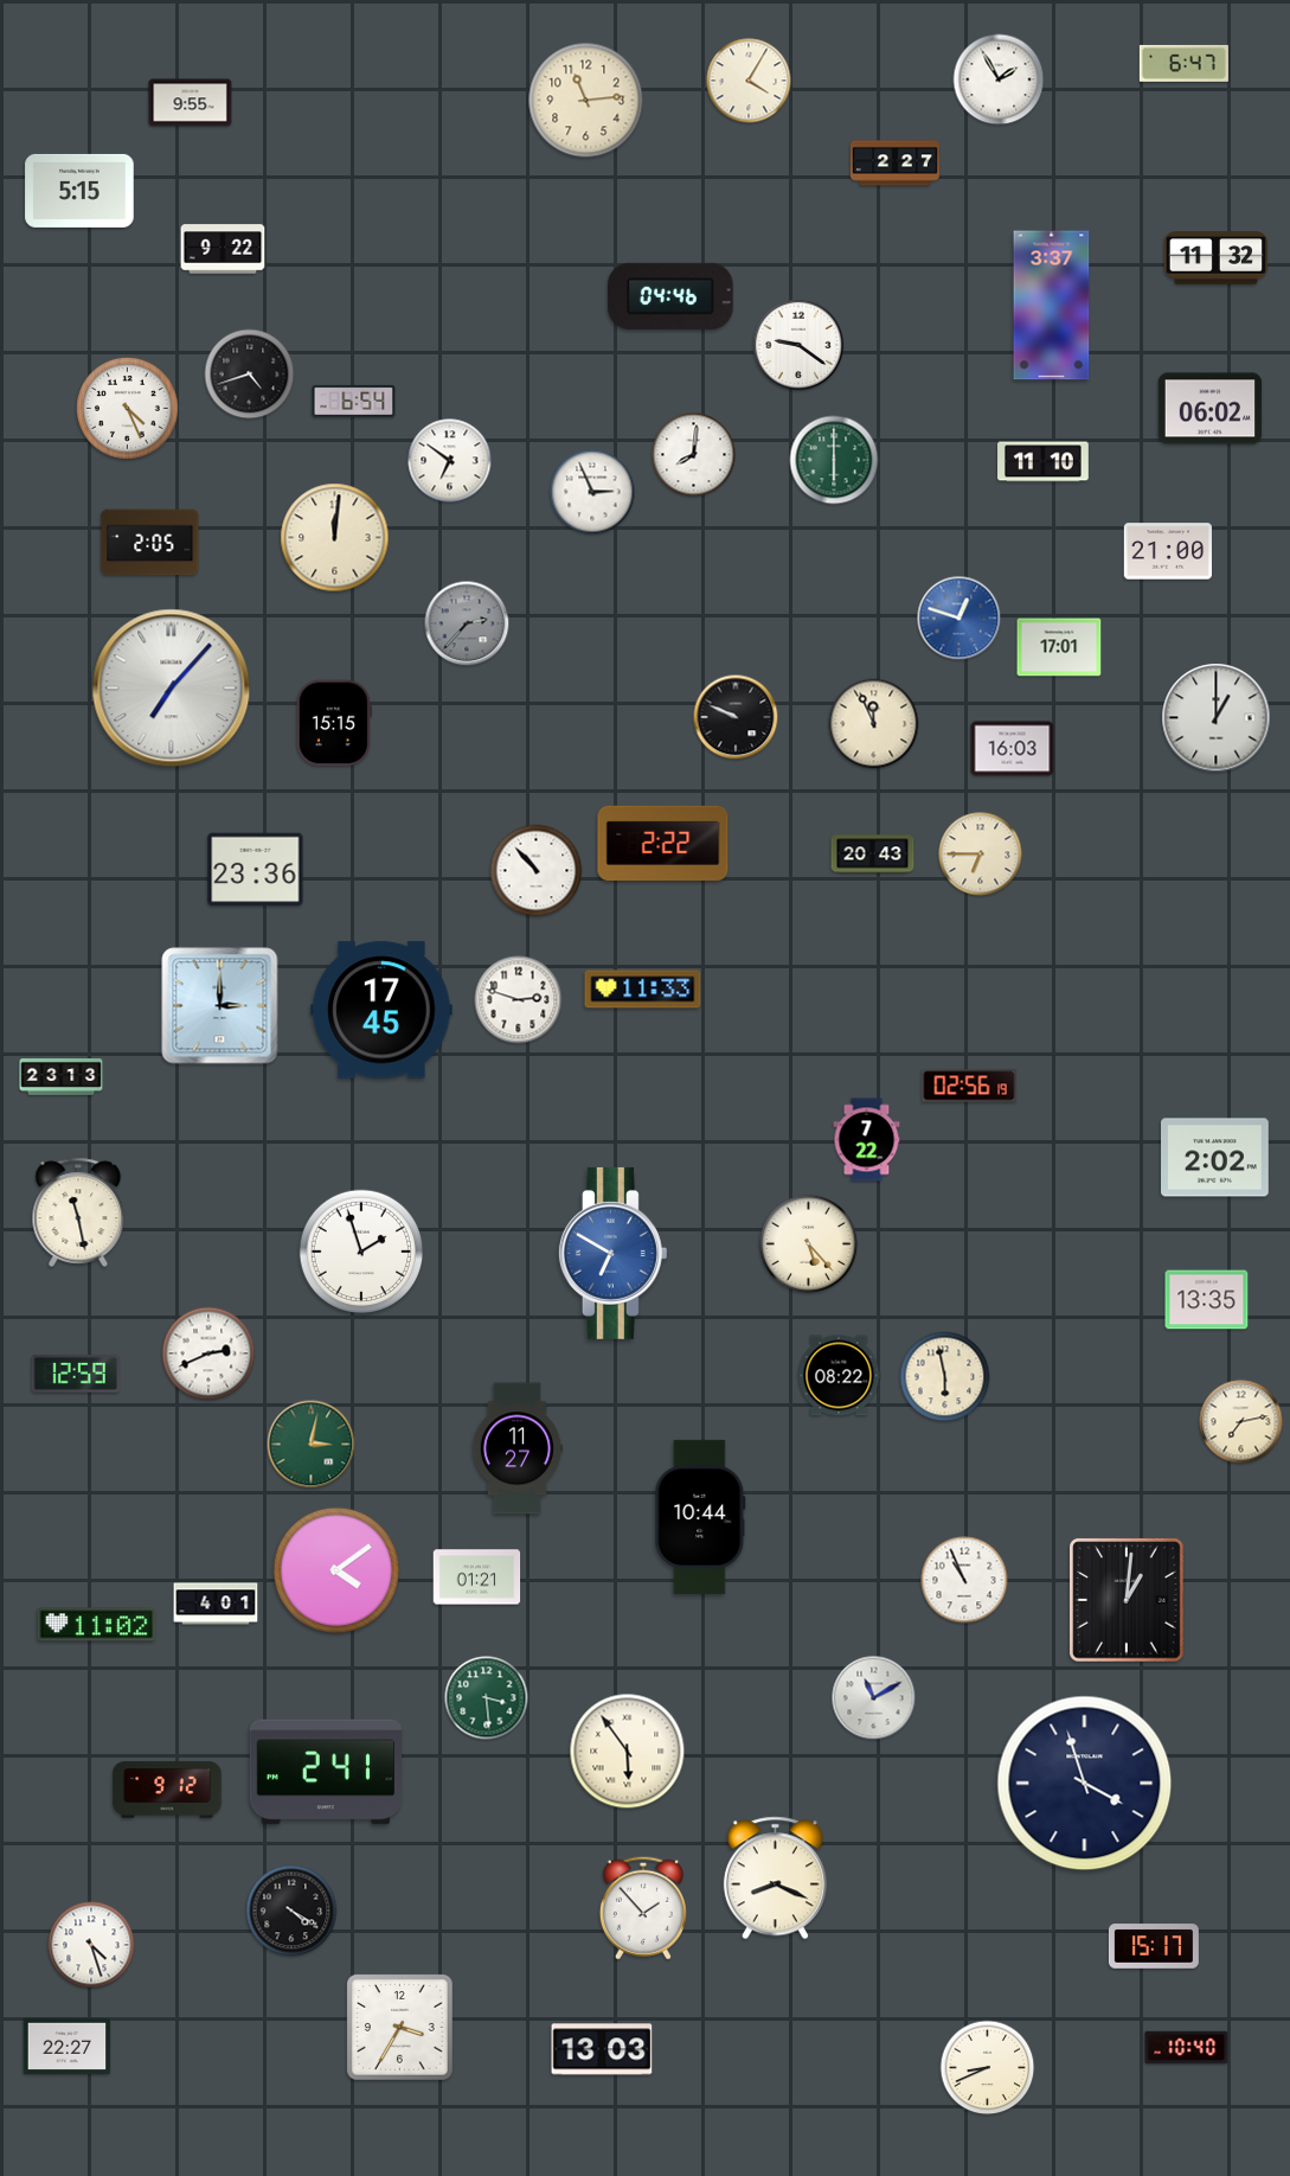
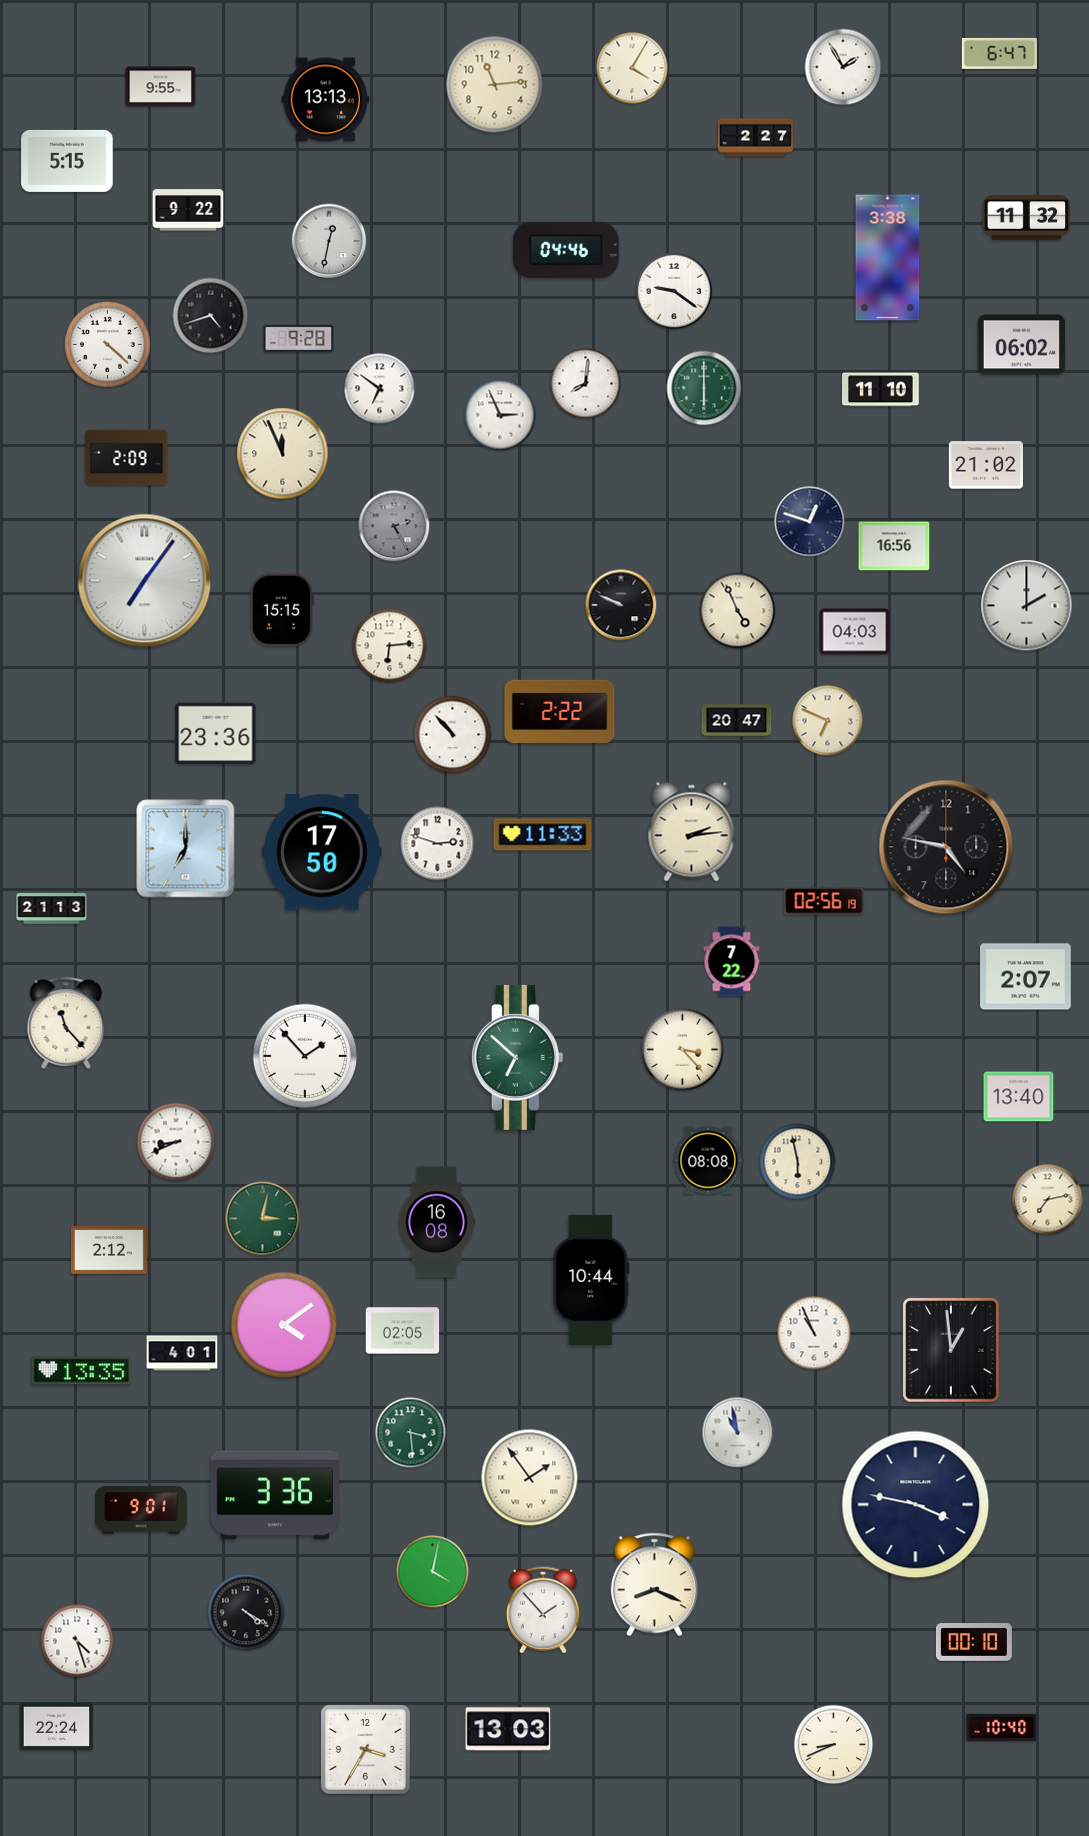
clock at (326, 100): none -> 13:13
clock at (329, 241): none -> 12:32
clock at (1052, 306): 3:37 -> 3:38
clock at (354, 401): 6:54 -> 9:28
clock at (128, 409): 4:26 -> 4:22
clock at (335, 538): 12:01 -> 11:56
clock at (150, 543): 2:05 -> 2:09
clock at (1167, 551): 21:00 -> 21:02
clock at (960, 619) dial: blue -> navy
clock at (467, 623): 2:37 -> 2:25
clock at (1059, 647): 17:01 -> 16:56
clock at (172, 689): 7:07 -> 7:06
clock at (1217, 718): 1:00 -> 2:00
clock at (874, 724): 11:56 -> 4:56
clock at (1013, 749): 16:03 -> 04:03
clock at (390, 646): none -> 6:14
clock at (873, 855): 20:43 -> 20:47
clock at (981, 855): 6:45 -> 6:49
clock at (692, 832): none -> 2:14
clock at (946, 847): none -> 4:47
clock at (220, 1006): 3:00 -> 7:00
clock at (381, 1010): 17:45 -> 17:50
clock at (62, 1077): 23:13 -> 21:13
clock at (969, 1086) position: (969, 1086) -> (824, 901)
clock at (1215, 1158): 2:02 -> 2:07
clock at (78, 1212): 11:28 -> 11:23
clock at (808, 1243): 5:23 -> 3:23
clock at (361, 1252): 1:57 -> 1:53
clock at (612, 1253): 6:50 -> 6:52
clock at (612, 1253) dial: blue -> green
clock at (1207, 1300): 13:35 -> 13:40
clock at (208, 1353): 2:41 -> 8:41
clock at (76, 1374): 12:59 -> none
clock at (839, 1376): 08:22 -> 08:08
clock at (516, 1448): 11:27 -> 16:08
clock at (109, 1250): none -> 2:12
clock at (477, 1577): 01:21 -> 02:05
clock at (1127, 1600): 1:01 -> 12:59
clock at (97, 1625): 11:02 -> 13:35
clock at (874, 1698): 11:10 -> 10:58
clock at (628, 1752): 5:54 -> 1:54
clock at (325, 1772): 2:41 -> 3:36
clock at (1085, 1784): 3:57 -> 3:47
clock at (167, 1790): 9:12 -> 9:01
clock at (433, 1572): none -> 4:02
clock at (1154, 1946): 15:17 -> 00:10
clock at (400, 2028) position: (400, 2028) -> (366, 1750)
clock at (68, 2046): 22:27 -> 22:24
